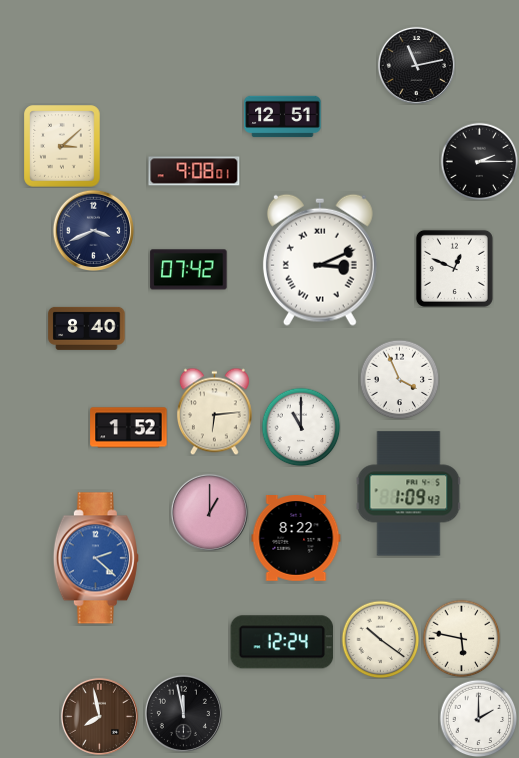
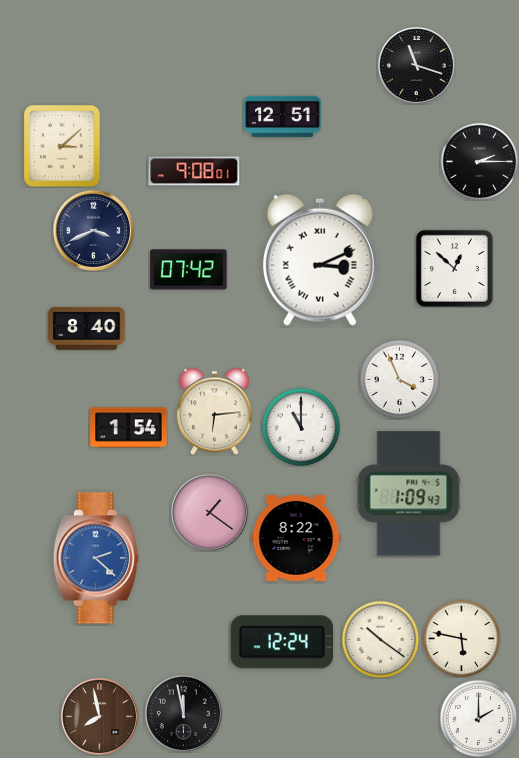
clock at (416, 65): 11:13 -> 11:18
clock at (454, 268): 12:49 -> 12:52
clock at (129, 428): 1:52 -> 1:54
clock at (209, 512): 1:00 -> 1:21
